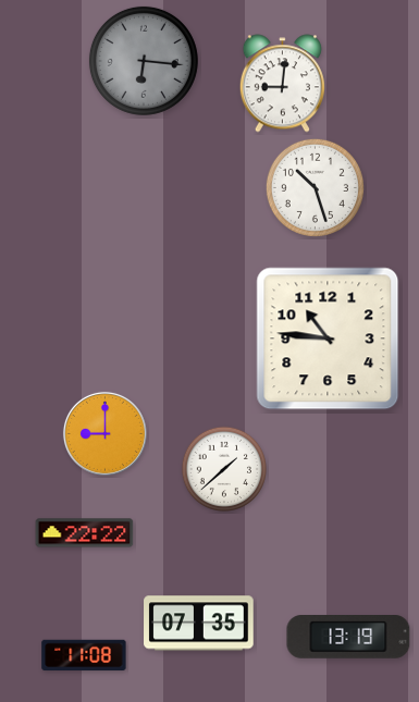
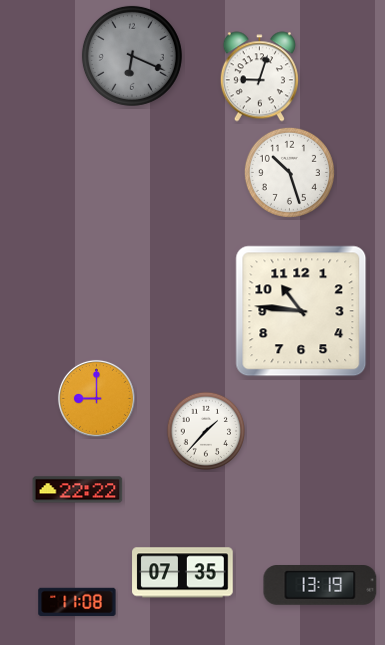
clock at (144, 61): 6:16 -> 6:19
clock at (282, 84): 9:01 -> 9:03
clock at (224, 469): 1:38 -> 1:37
